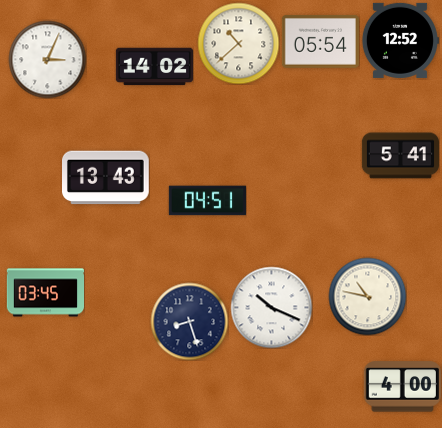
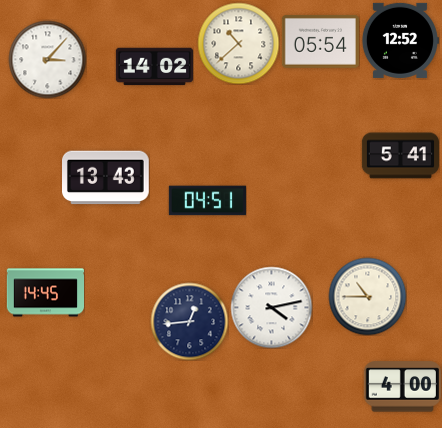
clock at (47, 59): 3:04 -> 3:07
clock at (45, 293): 03:45 -> 14:45
clock at (367, 296): 10:47 -> 10:45
clock at (271, 307): 10:19 -> 4:13
clock at (189, 321): 8:27 -> 12:44
